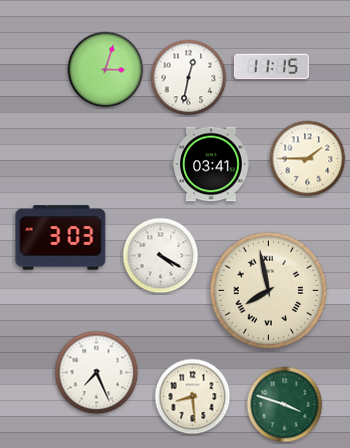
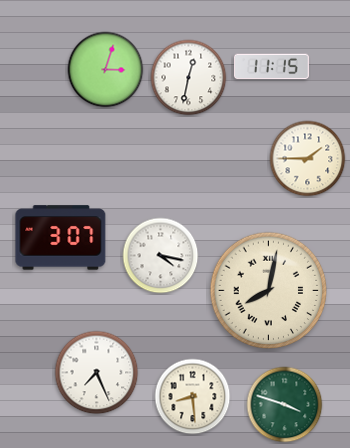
clock at (211, 164): 03:41 -> none
clock at (61, 238): 3:03 -> 3:07
clock at (161, 256): 4:20 -> 4:17
clock at (269, 291): 7:58 -> 8:02
